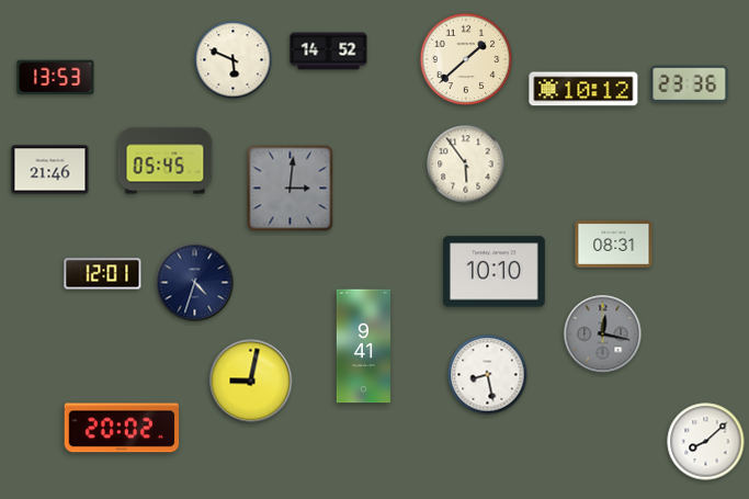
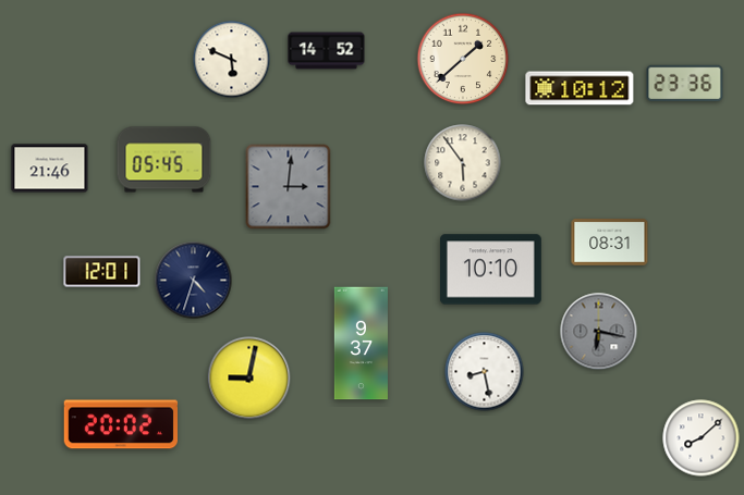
clock at (56, 77): 13:53 -> none
clock at (603, 334): 12:17 -> 6:17
clock at (363, 347): 9:41 -> 9:37
